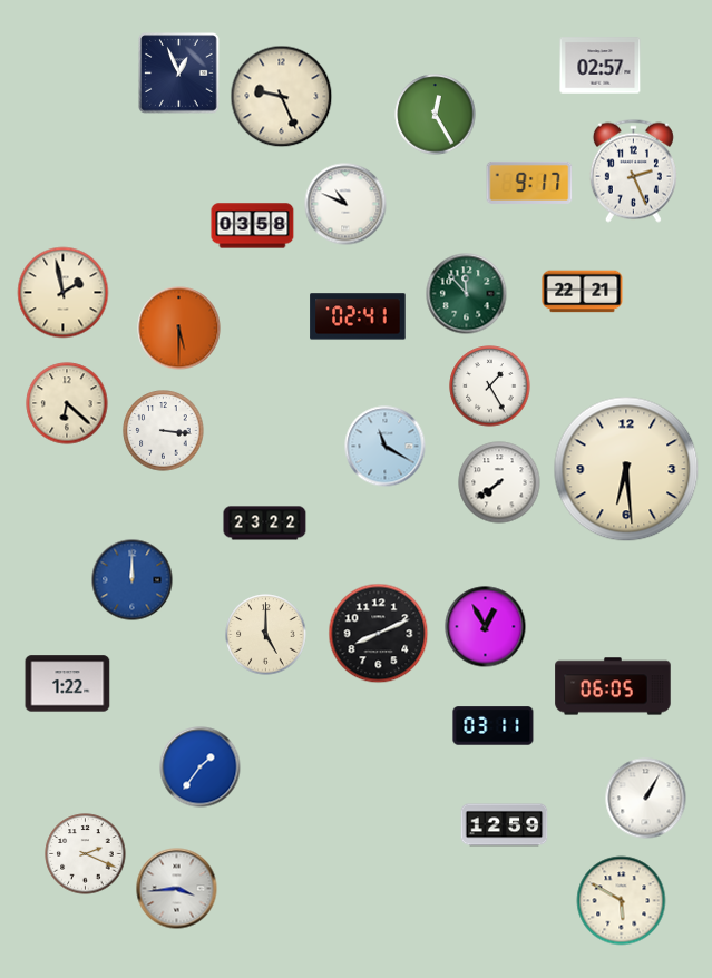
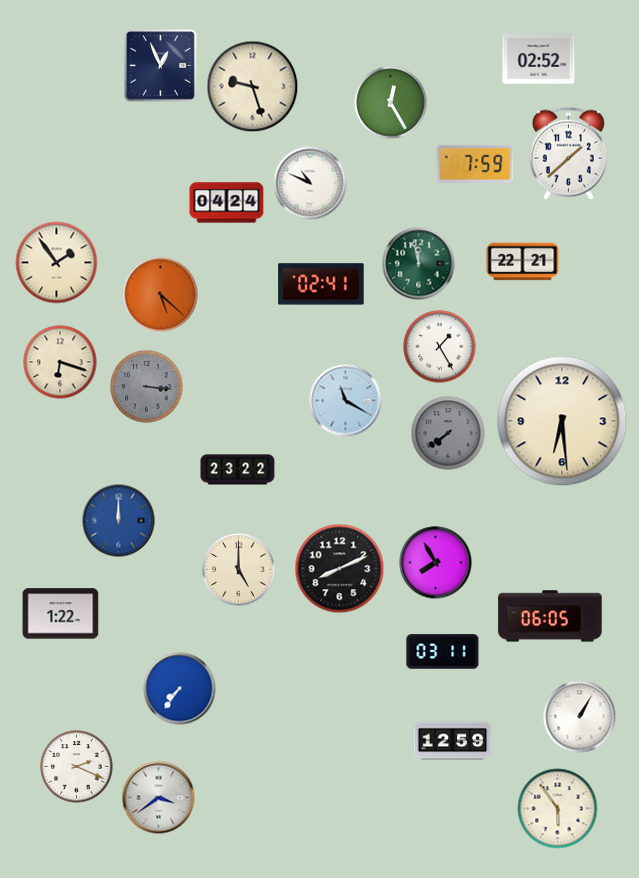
clock at (601, 66): 02:57 -> 02:52
clock at (282, 97): 9:26 -> 9:27
clock at (633, 170): 2:26 -> 1:38
clock at (529, 183): 9:17 -> 7:59
clock at (253, 226): 03:58 -> 04:24
clock at (64, 293): 1:58 -> 1:54
clock at (467, 294): 11:53 -> 11:58
clock at (179, 329): 5:30 -> 5:22
clock at (67, 403): 6:22 -> 6:18
clock at (164, 431) dial: white -> grey
clock at (499, 482) dial: white -> grey
clock at (486, 627): 12:55 -> 7:55
clock at (201, 767): 1:36 -> 7:36
clock at (177, 889): 3:44 -> 3:39
clock at (622, 901): 5:50 -> 5:54
